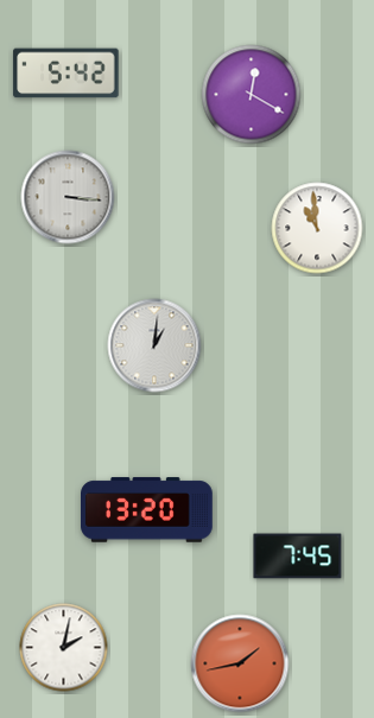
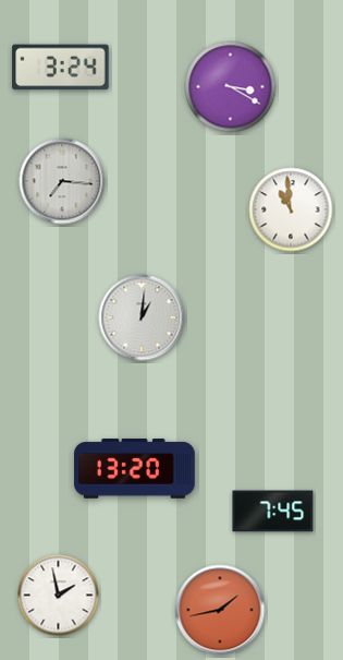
clock at (66, 74): 5:42 -> 3:24
clock at (252, 95): 12:20 -> 3:20
clock at (68, 197): 3:16 -> 7:16
clock at (64, 648): 2:02 -> 1:58
